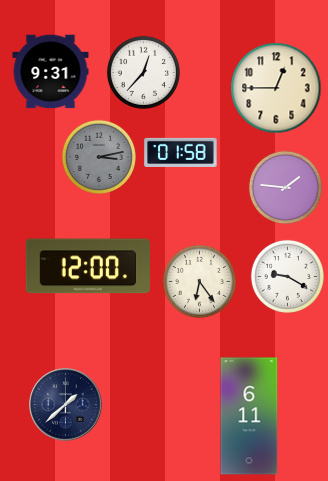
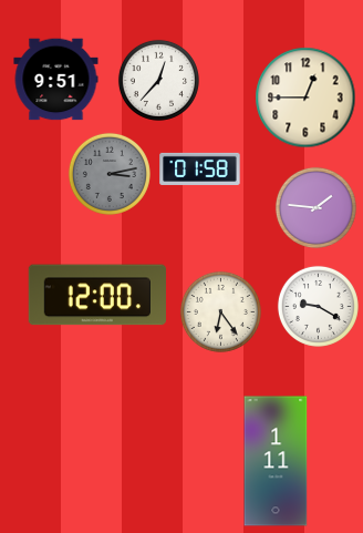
clock at (51, 72): 9:31 -> 9:51
clock at (66, 405): 1:38 -> none
clock at (249, 416): 6:11 -> 1:11
